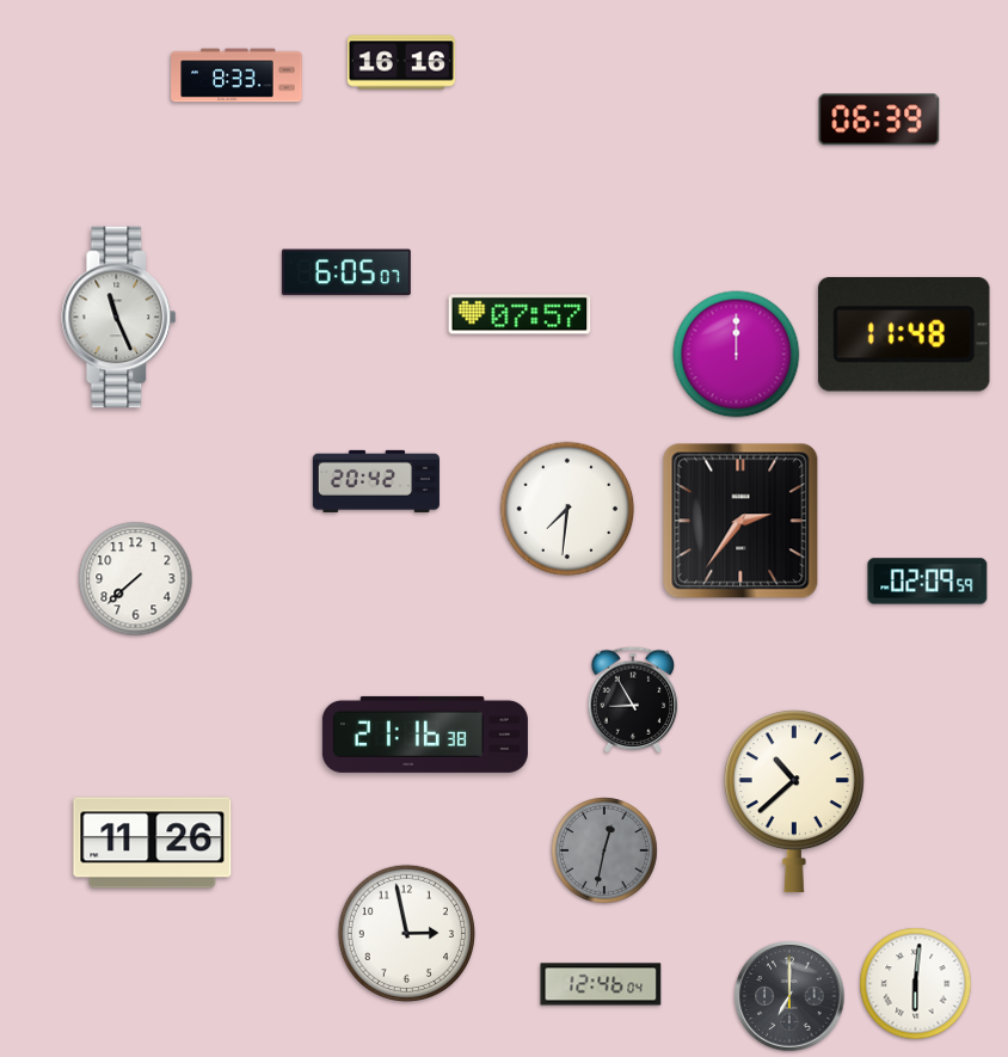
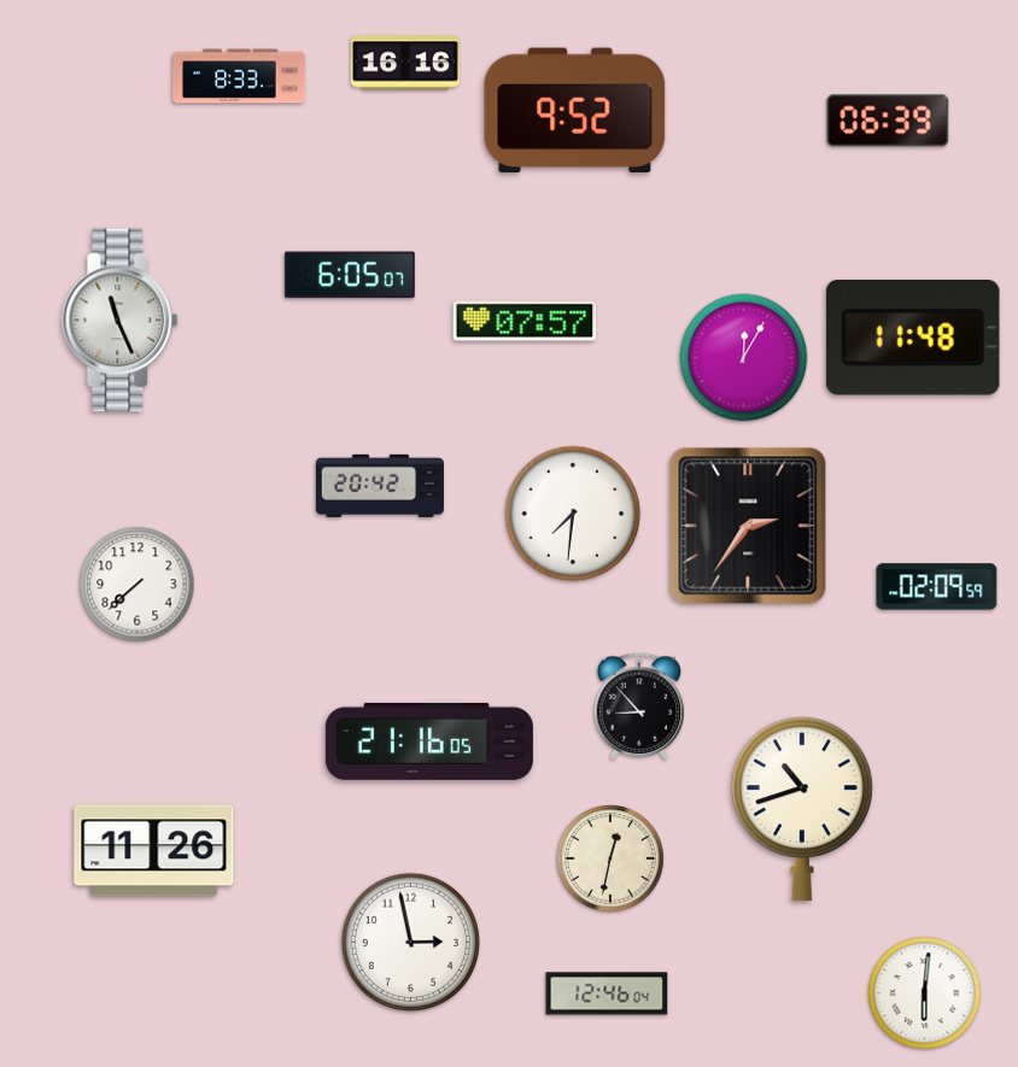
clock at (575, 111): none -> 9:52
clock at (520, 314) position: (520, 314) -> (525, 321)
clock at (737, 355): 12:00 -> 12:05
clock at (633, 700): 8:55 -> 8:53
clock at (425, 735): 21:16:38 -> 21:16:05
clock at (794, 801): 10:38 -> 10:42
clock at (604, 850) dial: grey -> cream
clock at (789, 996): 7:00 -> none
